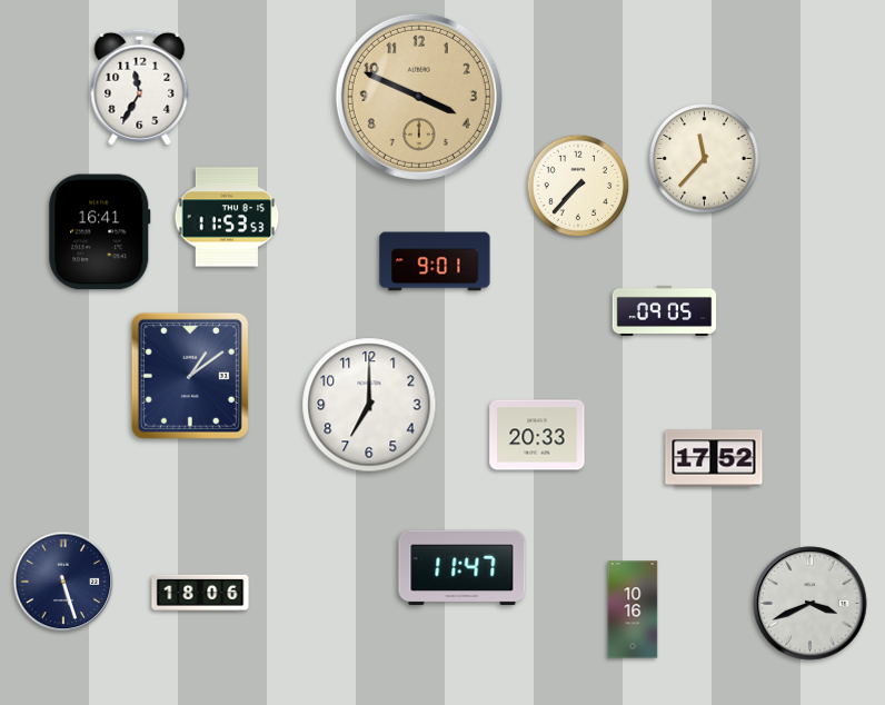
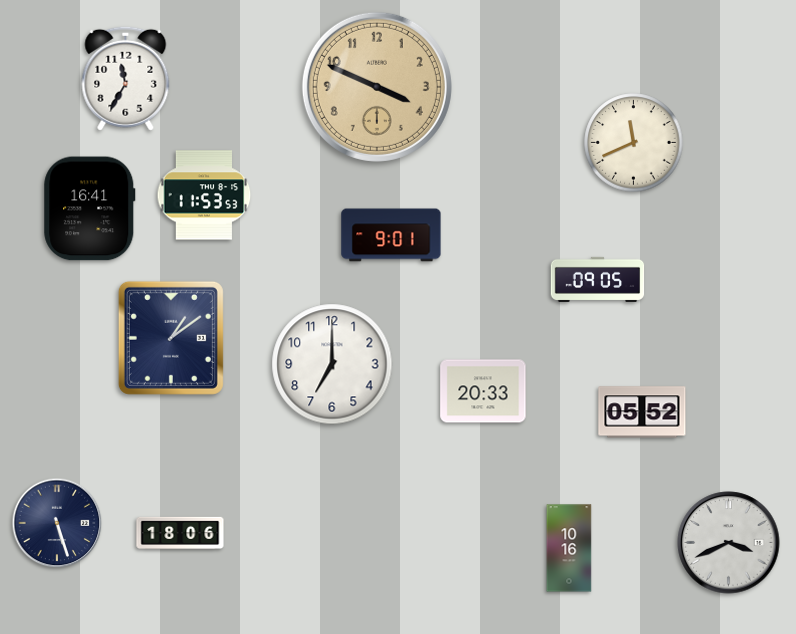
clock at (705, 159): 11:37 -> 11:41
clock at (578, 186): 7:37 -> none
clock at (714, 458): 17:52 -> 05:52
clock at (463, 568): 11:47 -> none
